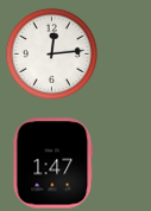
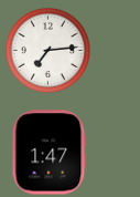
clock at (51, 53): 12:14 -> 7:14
